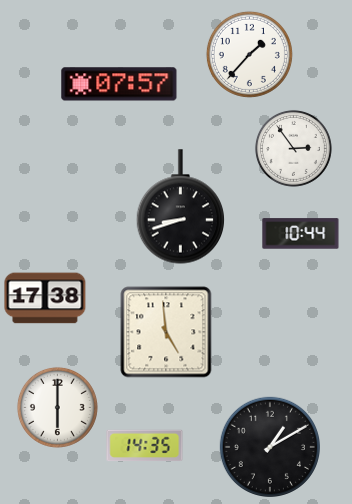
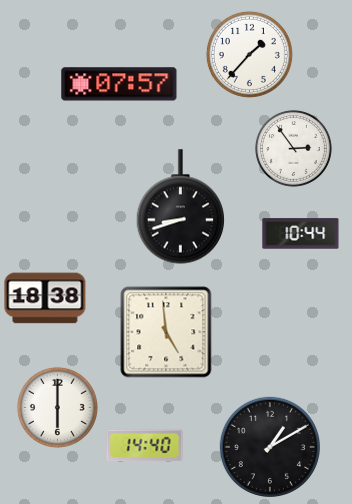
clock at (45, 298): 17:38 -> 18:38
clock at (145, 446): 14:35 -> 14:40
